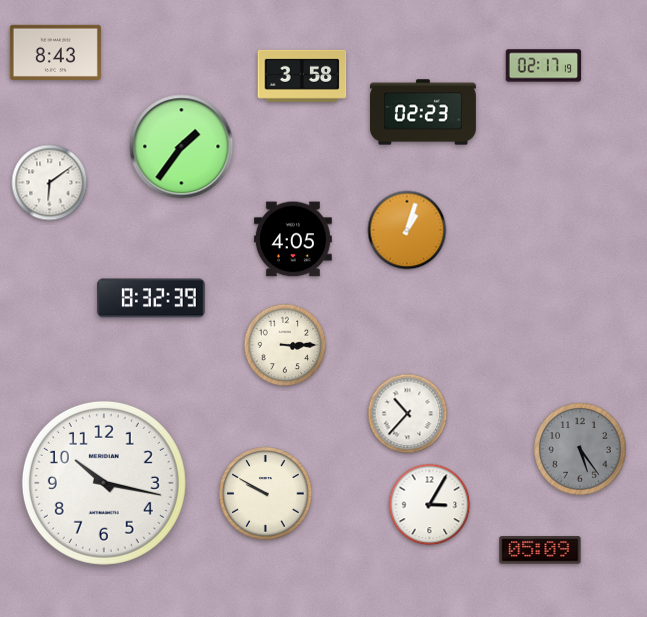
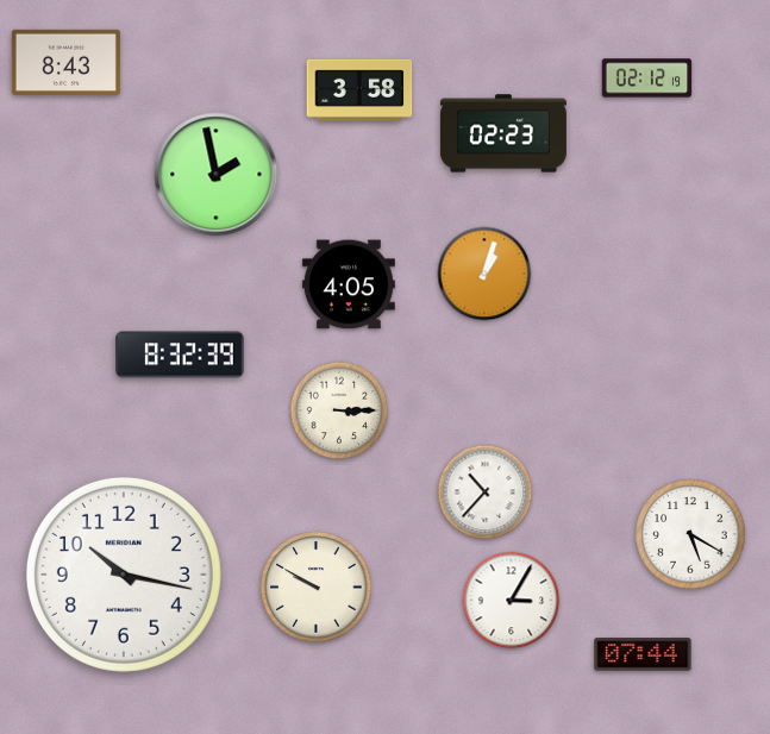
clock at (544, 66): 02:17 -> 02:12
clock at (182, 147): 1:36 -> 1:58
clock at (50, 183): 6:09 -> none
clock at (580, 449): 5:24 -> 5:20
clock at (580, 449) dial: grey -> white
clock at (540, 550): 05:09 -> 07:44
